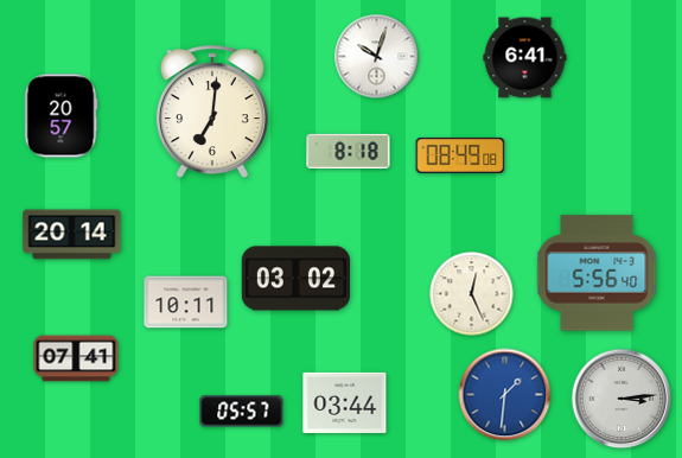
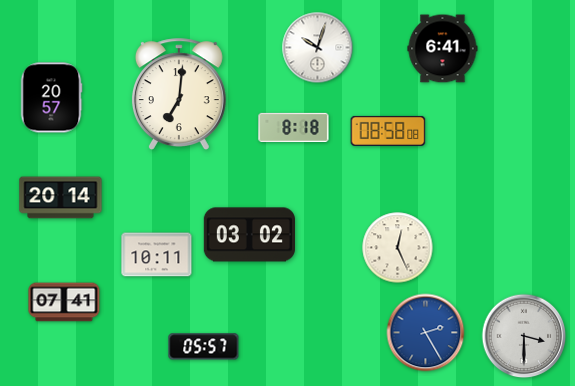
clock at (460, 155): 08:49 -> 08:58
clock at (597, 273): 5:56 -> none
clock at (505, 395): 1:31 -> 2:25
clock at (622, 399): 3:14 -> 3:30
clock at (345, 402): 03:44 -> none
